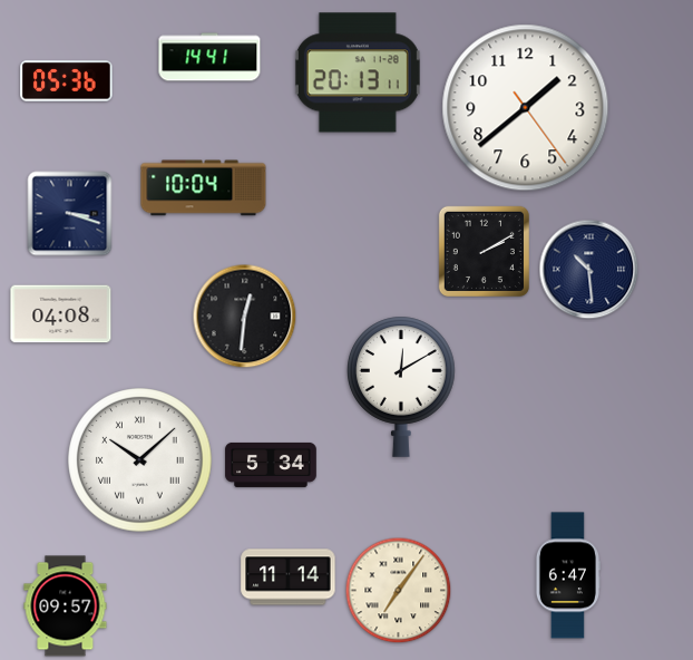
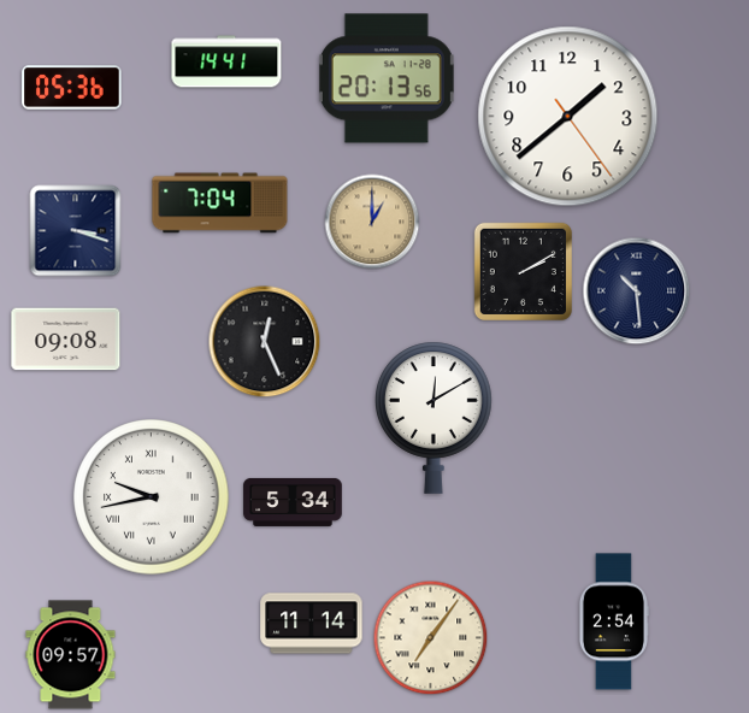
clock at (358, 72): 20:13:11 -> 20:13:56
clock at (204, 188): 10:04 -> 7:04
clock at (372, 222): none -> 1:00
clock at (61, 314): 04:08 -> 09:08
clock at (245, 317): 12:31 -> 12:26
clock at (140, 460): 10:08 -> 9:43
clock at (567, 575): 6:47 -> 2:54
